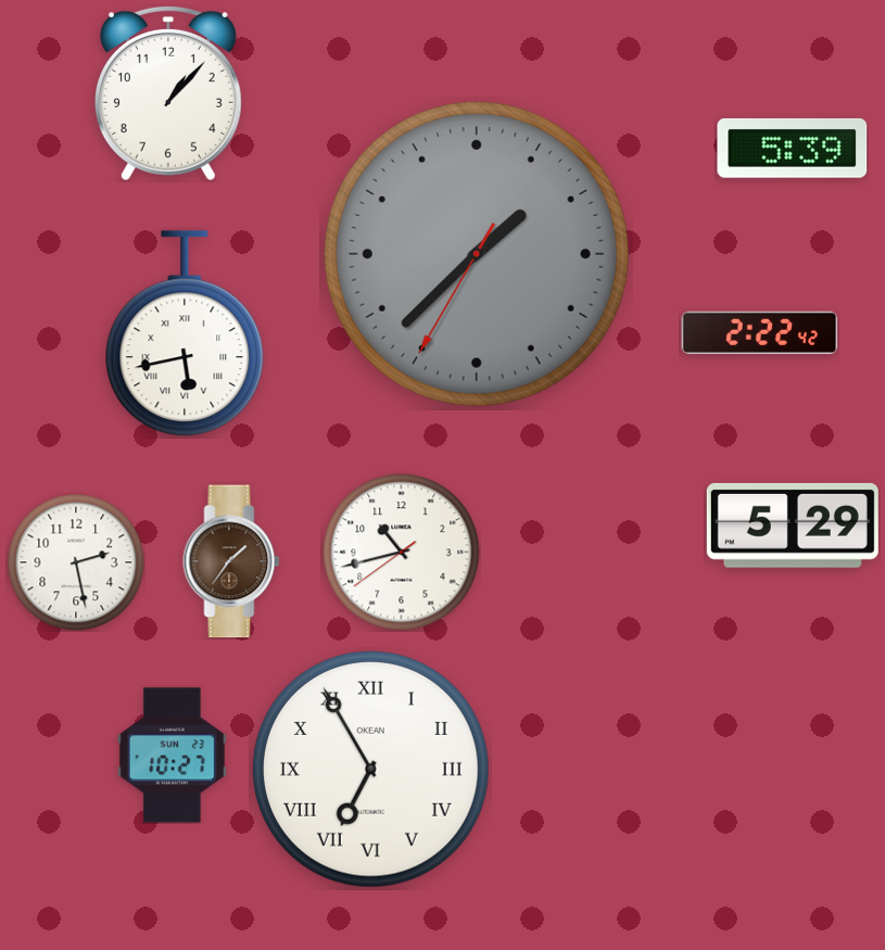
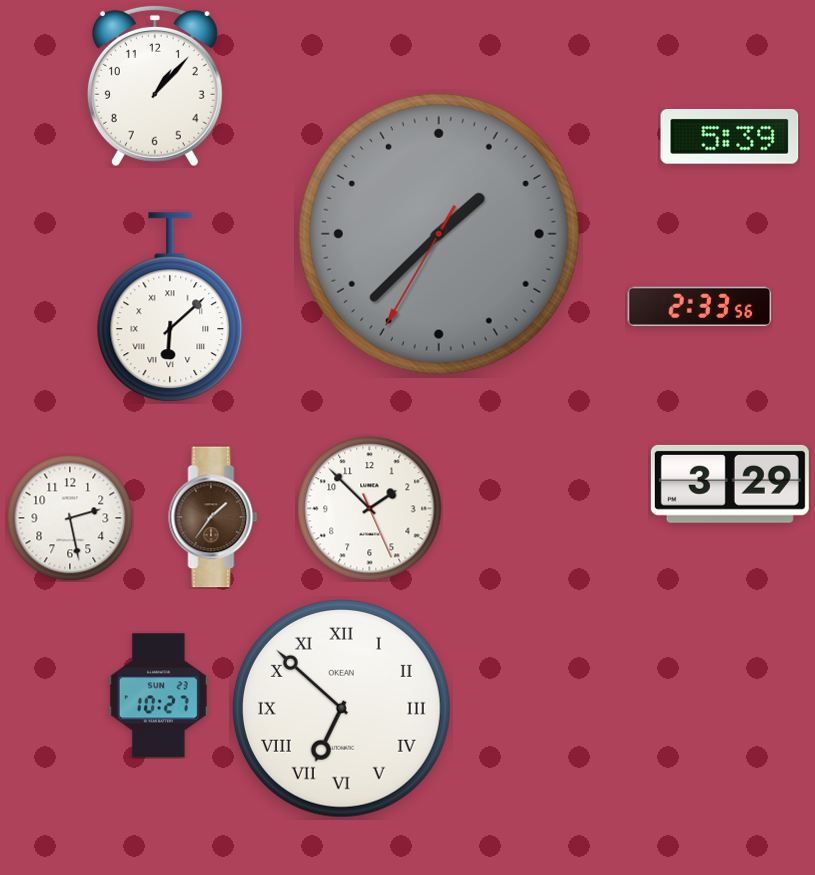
clock at (760, 332): 2:22 -> 2:33
clock at (185, 334): 5:43 -> 6:08
clock at (793, 525): 5:29 -> 3:29
clock at (402, 553): 10:42 -> 1:52
clock at (370, 769): 6:55 -> 6:52
